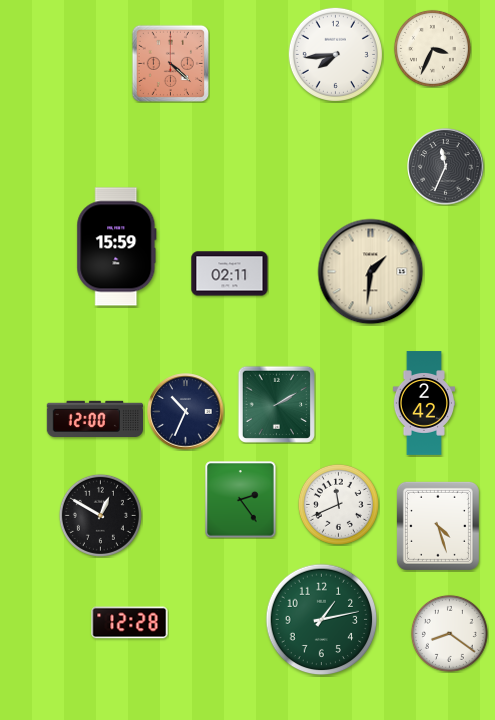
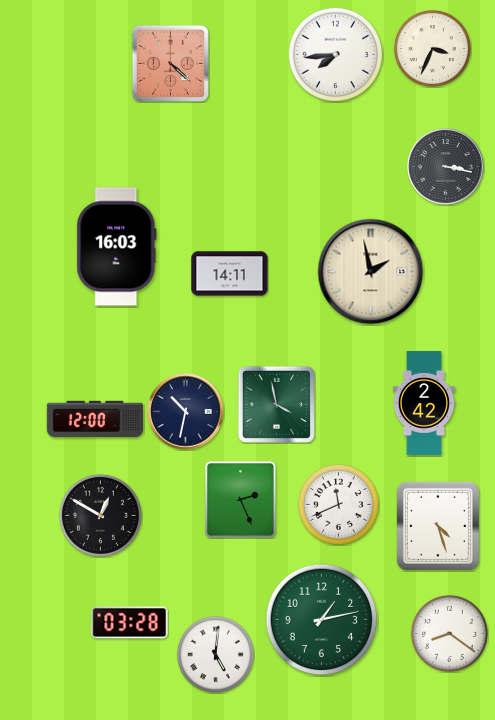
clock at (446, 167): 11:34 -> 3:17
clock at (117, 247): 15:59 -> 16:03
clock at (371, 272): 1:31 -> 1:58
clock at (230, 274): 02:11 -> 14:11
clock at (276, 404): 2:10 -> 3:58
clock at (186, 412): 10:34 -> 10:32
clock at (241, 500): 2:24 -> 2:26
clock at (130, 623): 12:28 -> 03:28
clock at (215, 654): none -> 5:01
